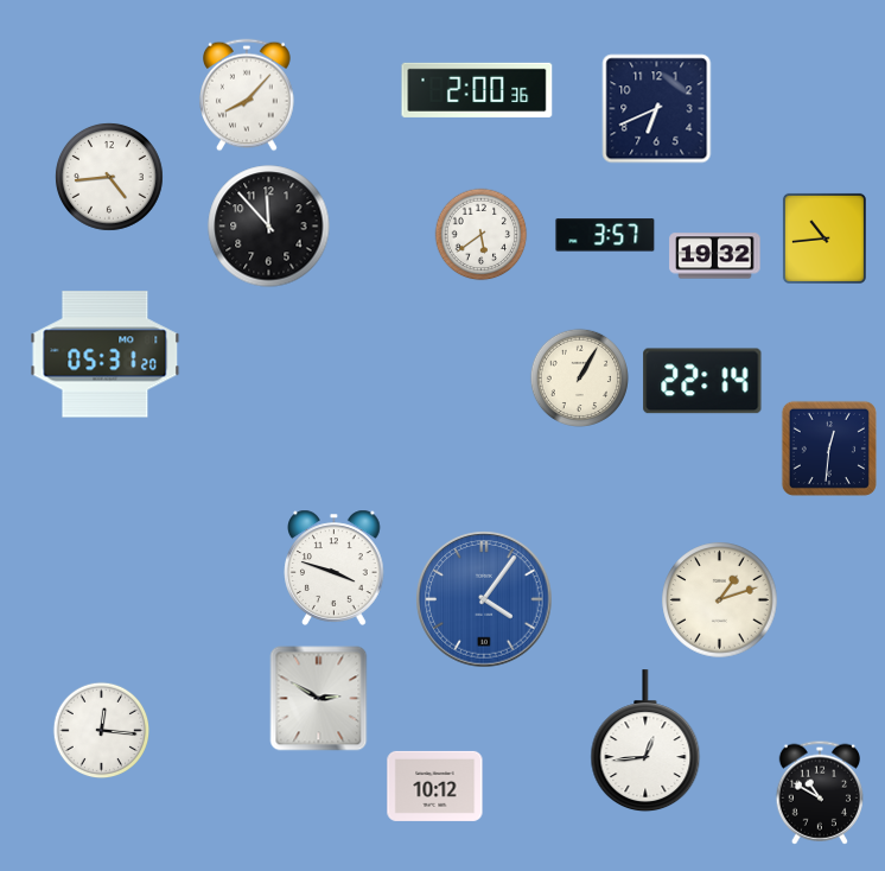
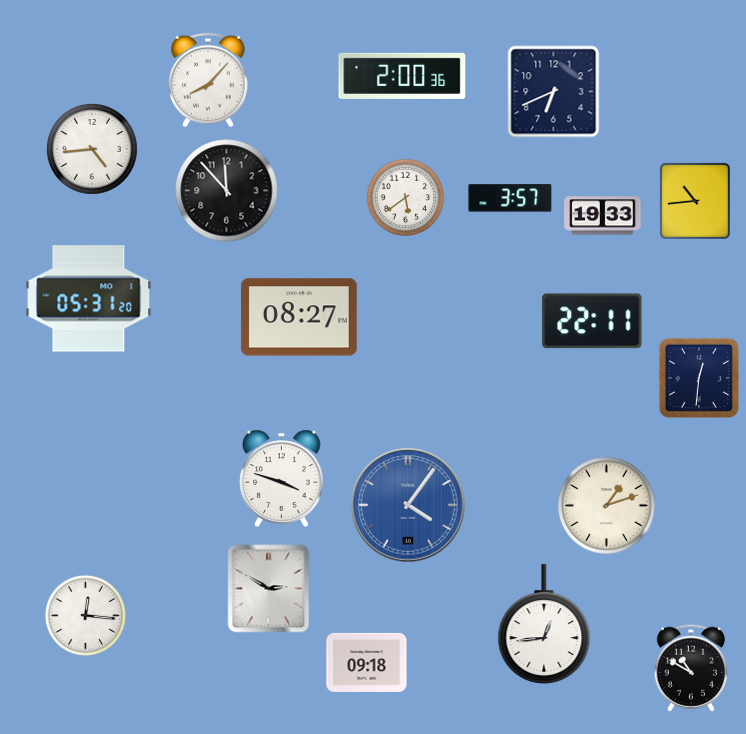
clock at (715, 256): 19:32 -> 19:33
clock at (299, 317): none -> 08:27
clock at (579, 377): 1:05 -> none
clock at (702, 381): 22:14 -> 22:11
clock at (435, 786): 10:12 -> 09:18
